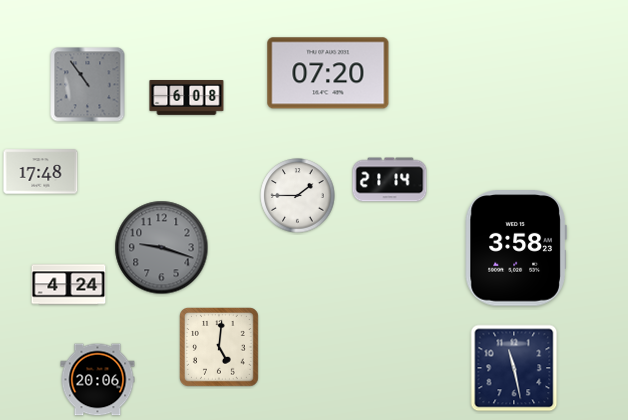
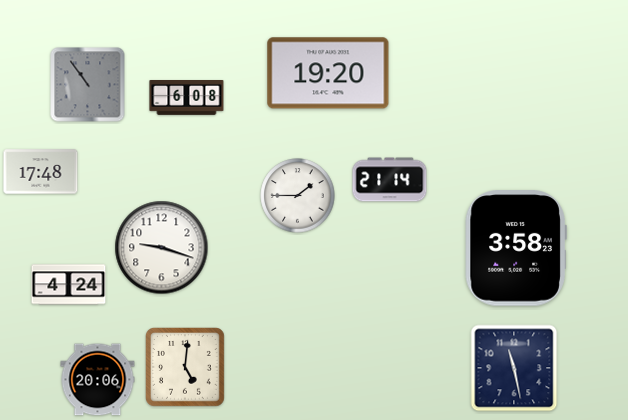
clock at (328, 73): 07:20 -> 19:20
clock at (162, 248) dial: grey -> white
clock at (220, 348) position: (220, 348) -> (186, 368)
